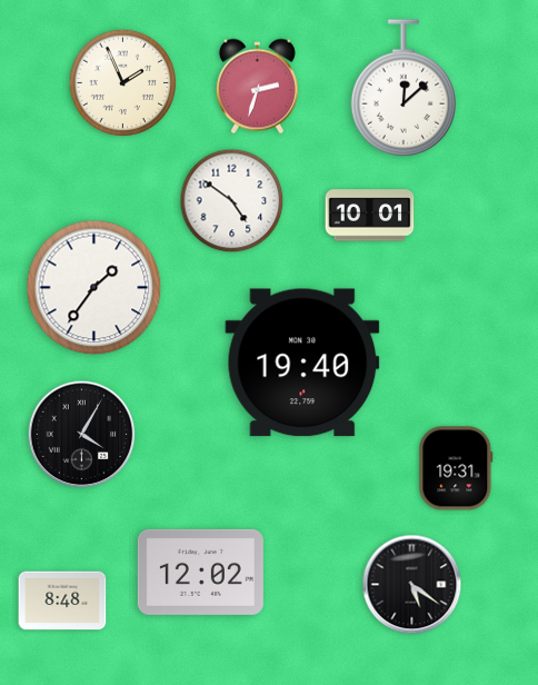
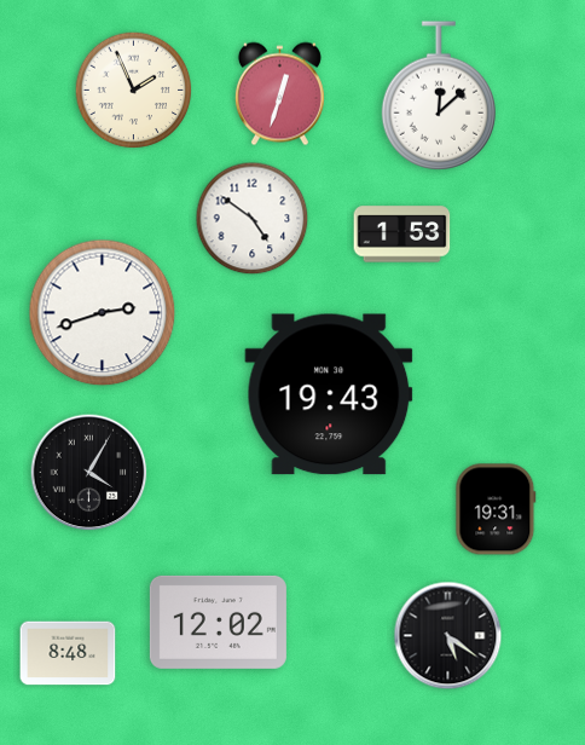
clock at (257, 87): 2:33 -> 12:33
clock at (370, 216): 10:01 -> 1:53
clock at (94, 288): 1:36 -> 2:42
clock at (302, 363): 19:40 -> 19:43
